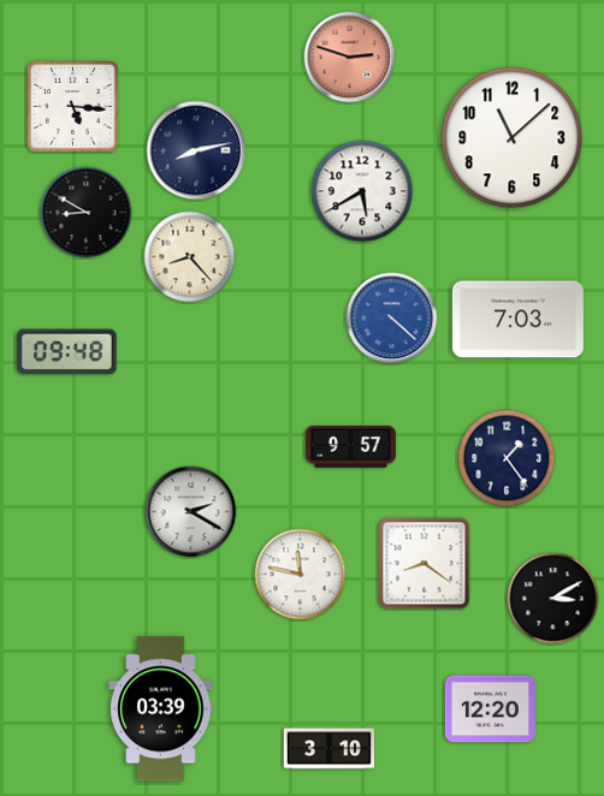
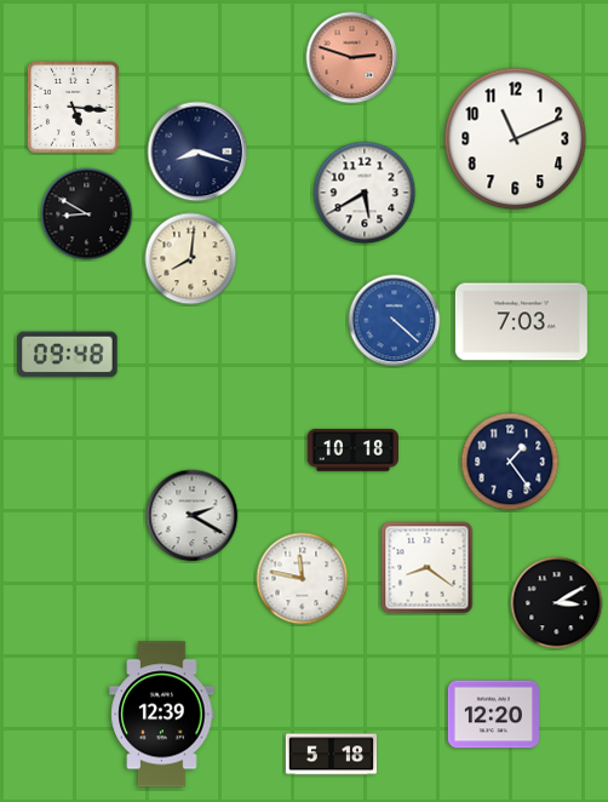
clock at (513, 138): 11:08 -> 11:11
clock at (196, 150): 8:13 -> 8:18
clock at (190, 257): 8:23 -> 8:01
clock at (350, 447): 9:57 -> 10:18
clock at (161, 709): 03:39 -> 12:39
clock at (328, 749): 3:10 -> 5:18
